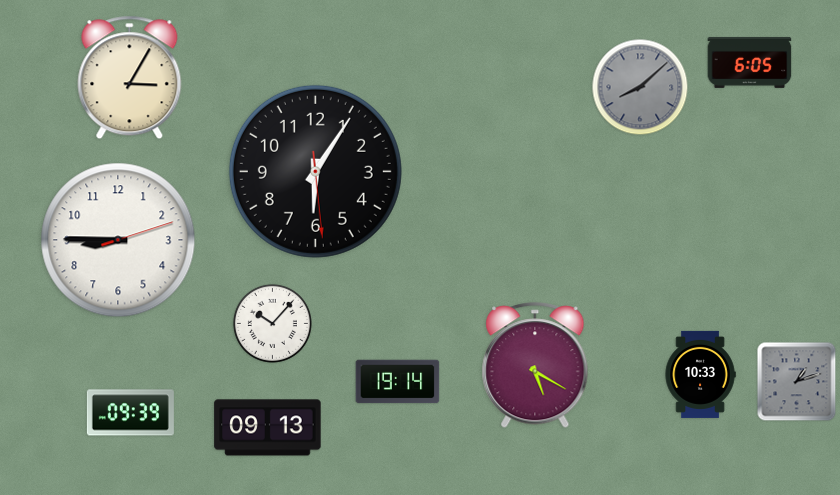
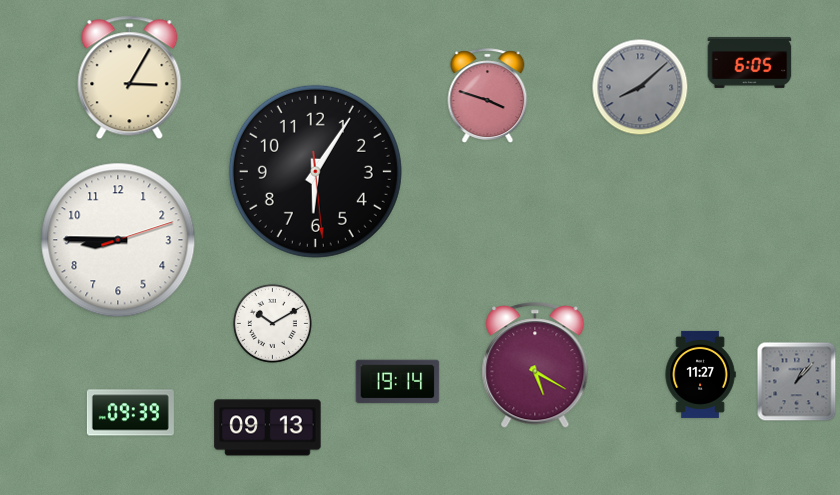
clock at (488, 96): none -> 3:48
clock at (272, 323): 10:07 -> 10:10
clock at (700, 374): 10:33 -> 11:27
clock at (797, 382): 1:12 -> 1:07
